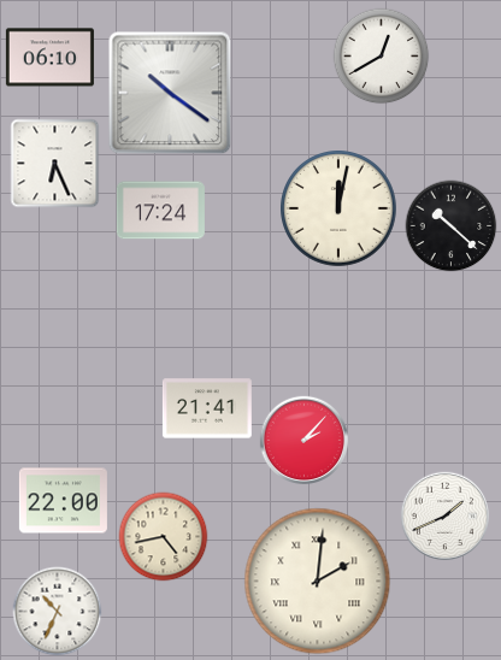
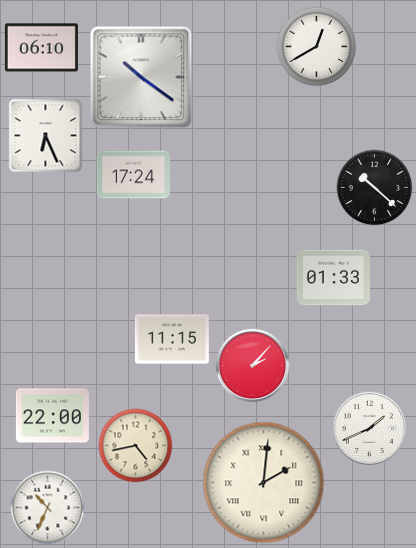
clock at (340, 210): 12:02 -> none
clock at (333, 278): none -> 01:33
clock at (207, 408): 21:41 -> 11:15
